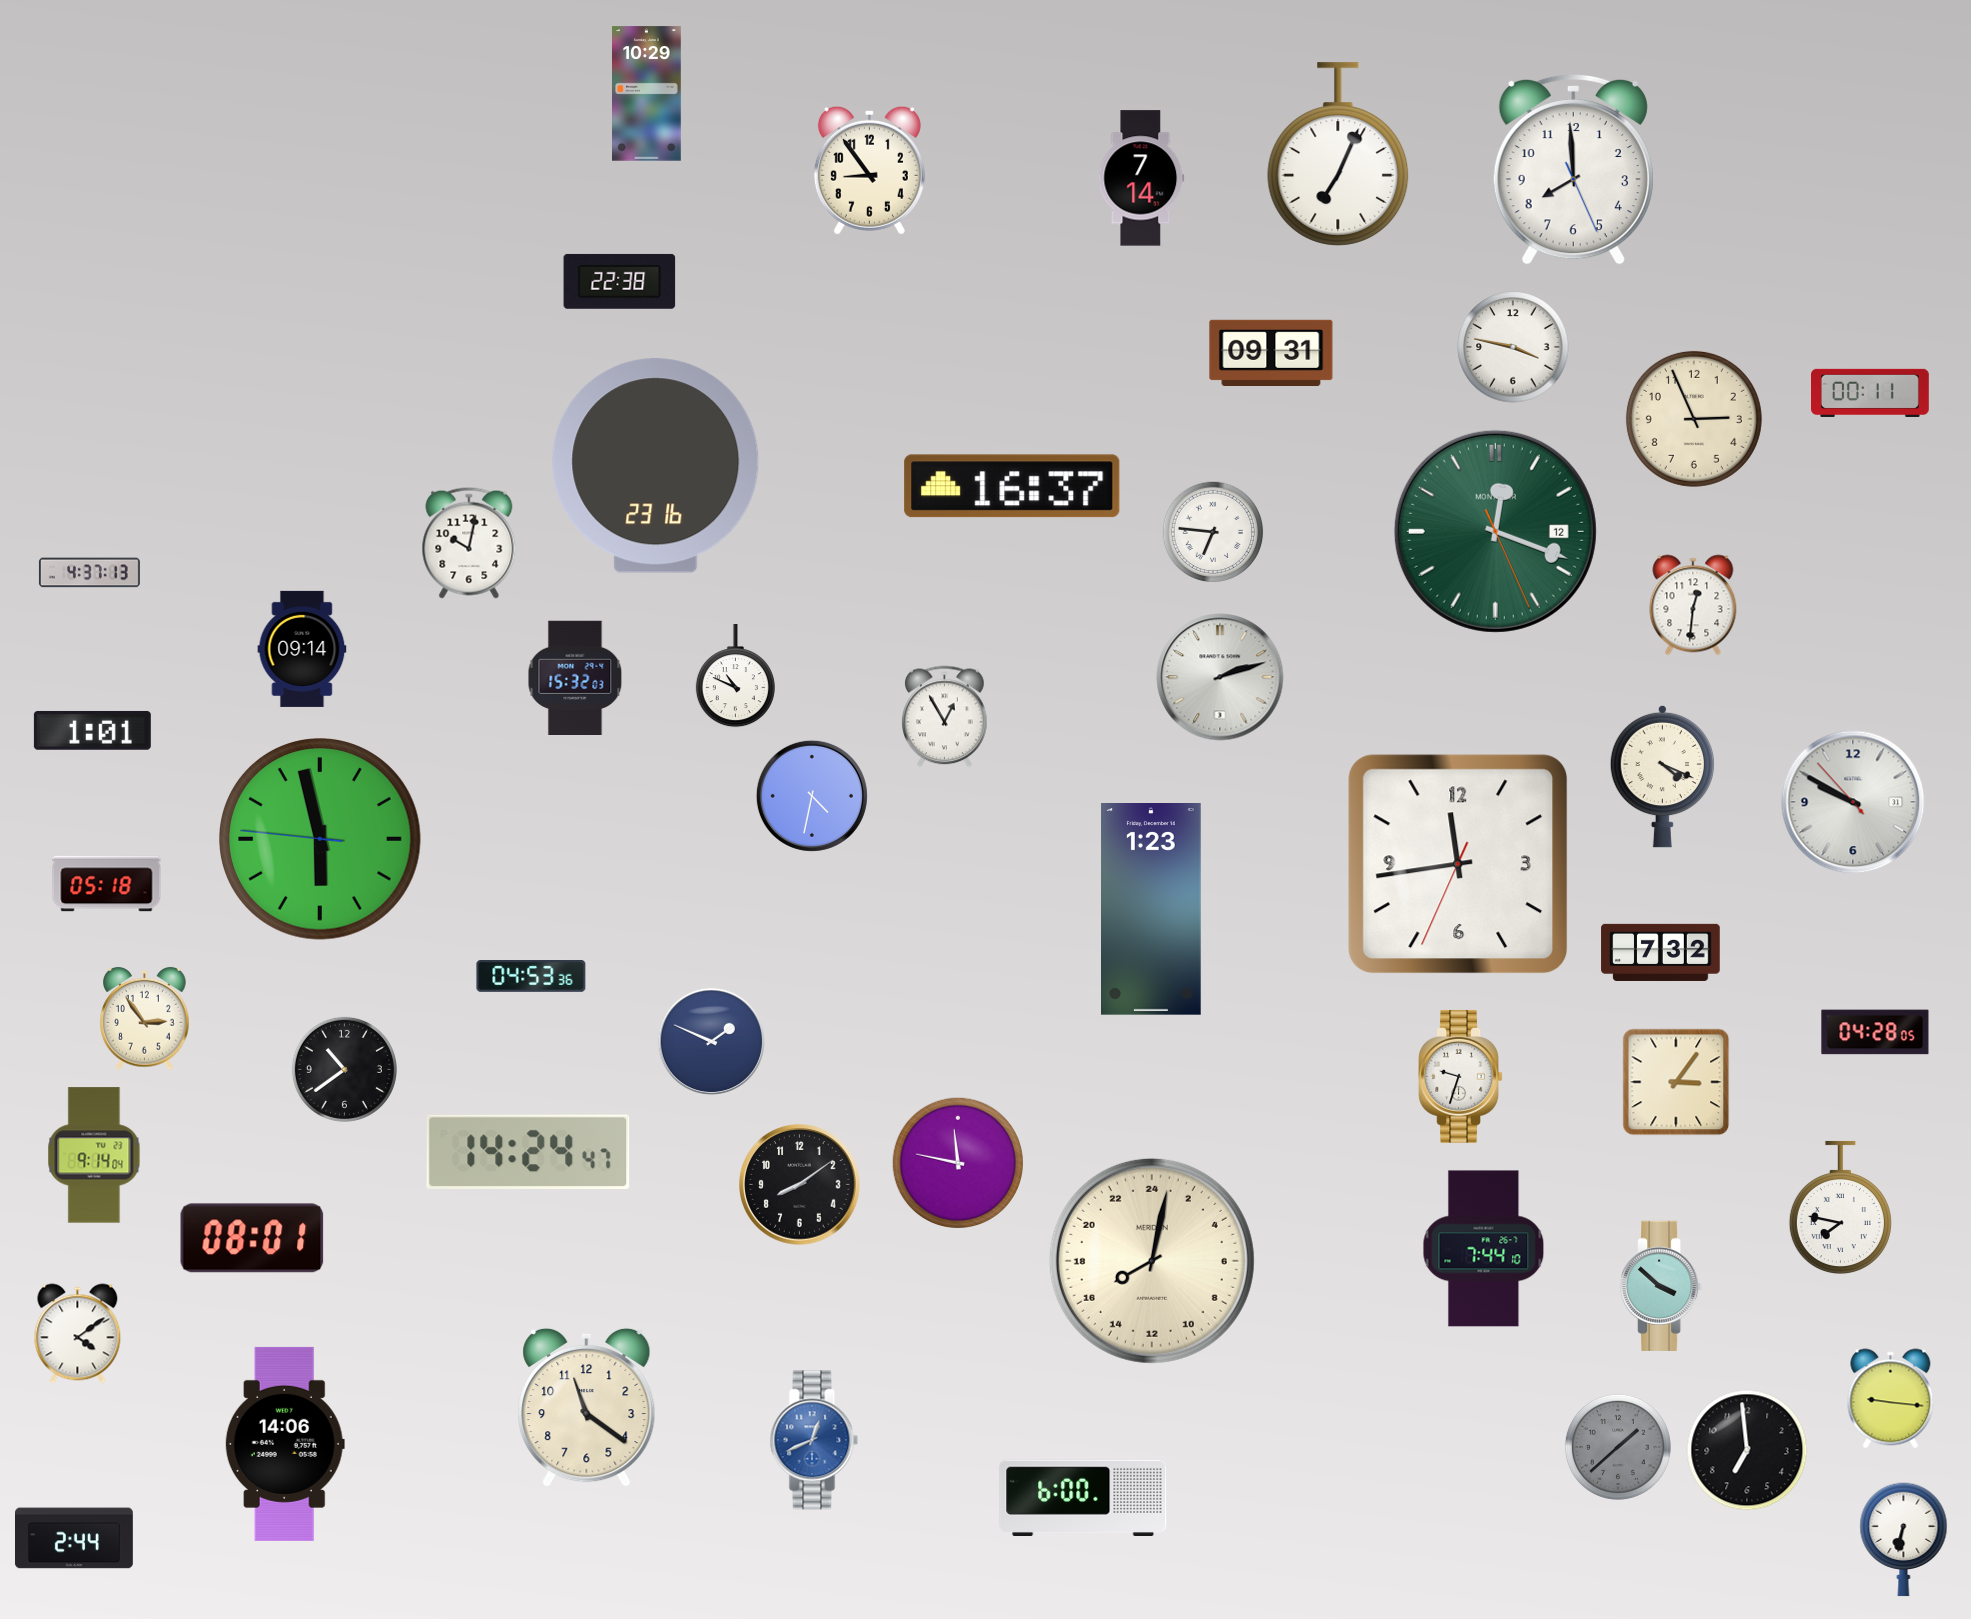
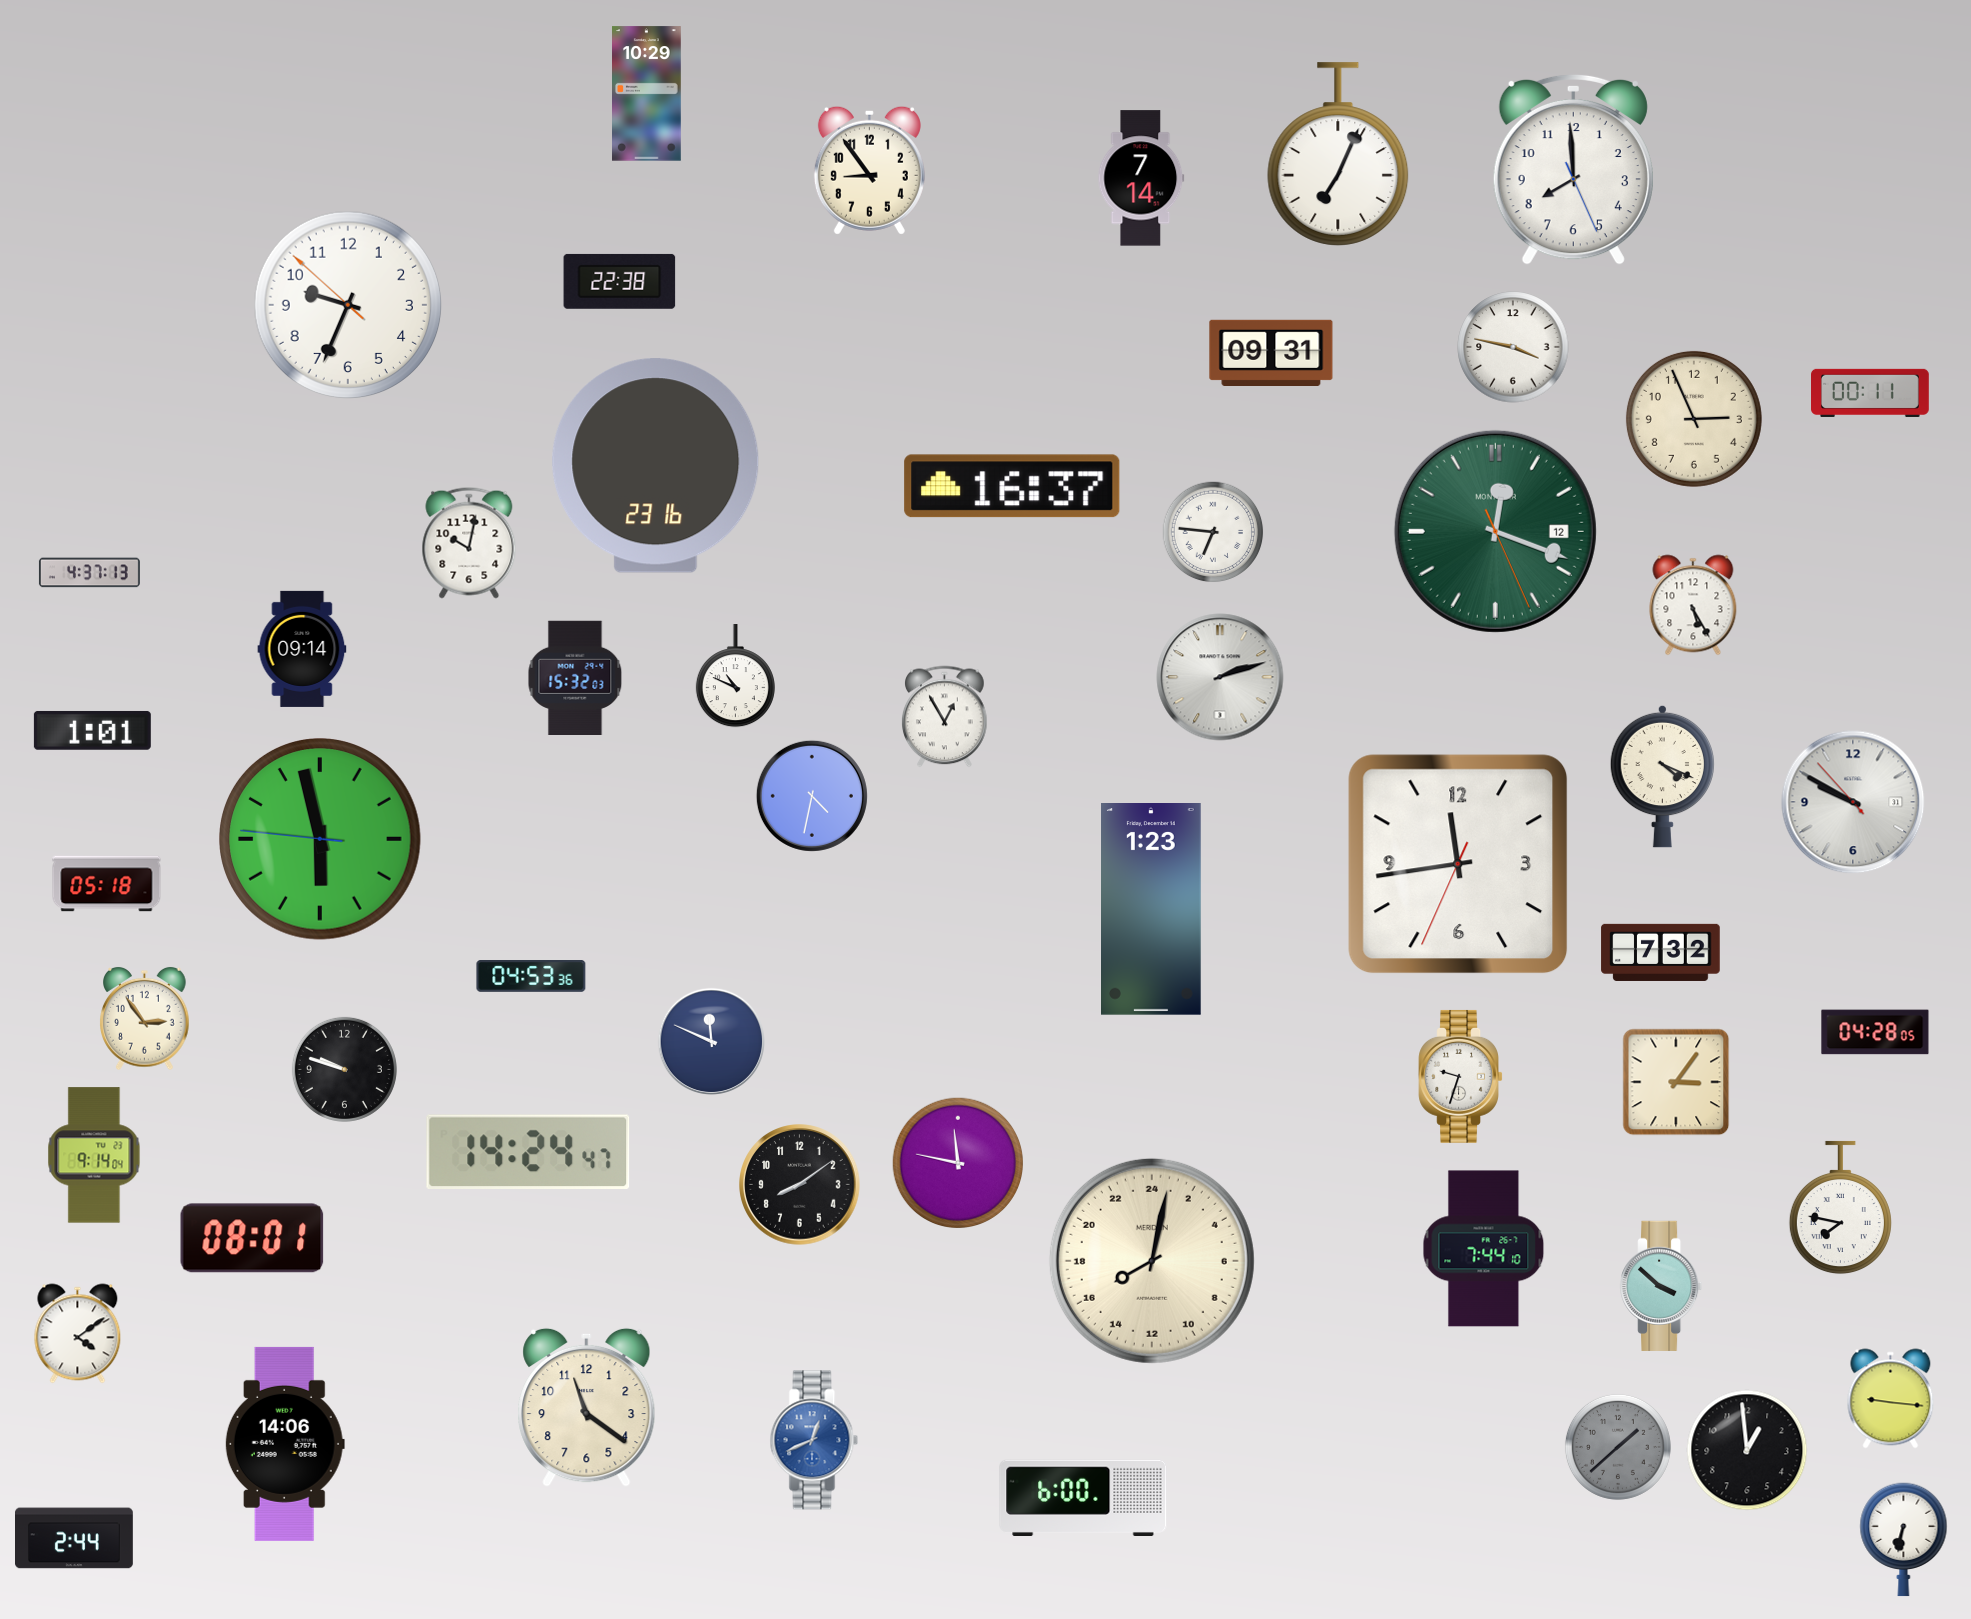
clock at (348, 305): none -> 9:33
clock at (1693, 605): 12:31 -> 5:25
clock at (712, 1042): 1:49 -> 11:49
clock at (344, 1069): 10:39 -> 9:48
clock at (1747, 1450): 6:59 -> 12:59
